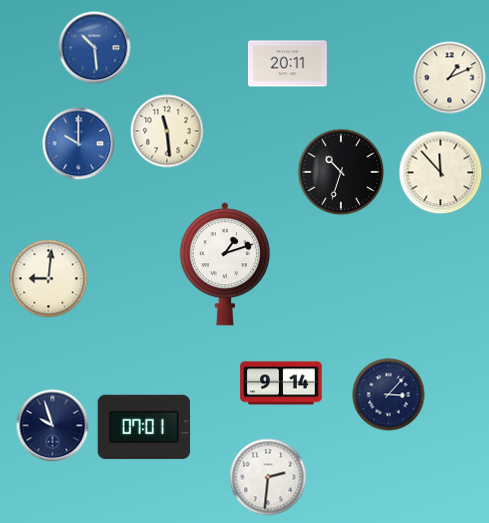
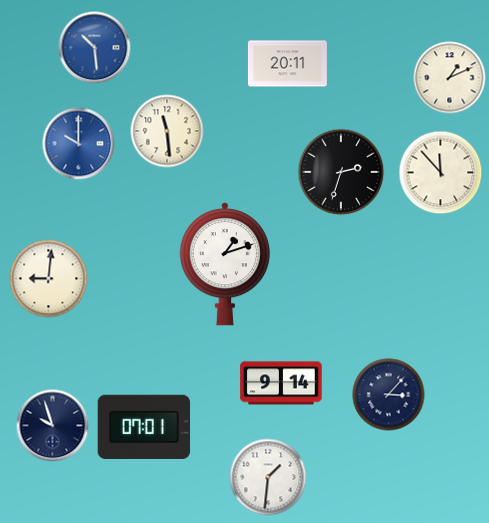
clock at (341, 172): 10:33 -> 2:33
clock at (268, 477): 2:31 -> 1:31
